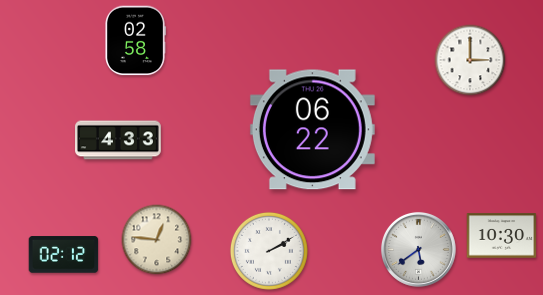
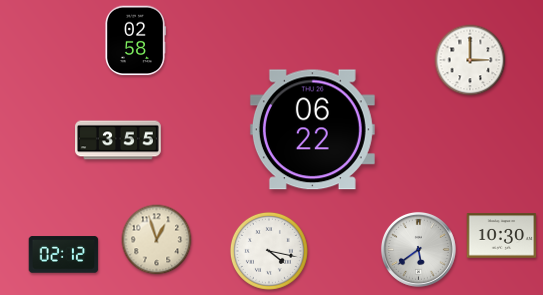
clock at (119, 140): 4:33 -> 3:55
clock at (157, 240): 12:46 -> 12:57
clock at (269, 251): 2:10 -> 4:17
